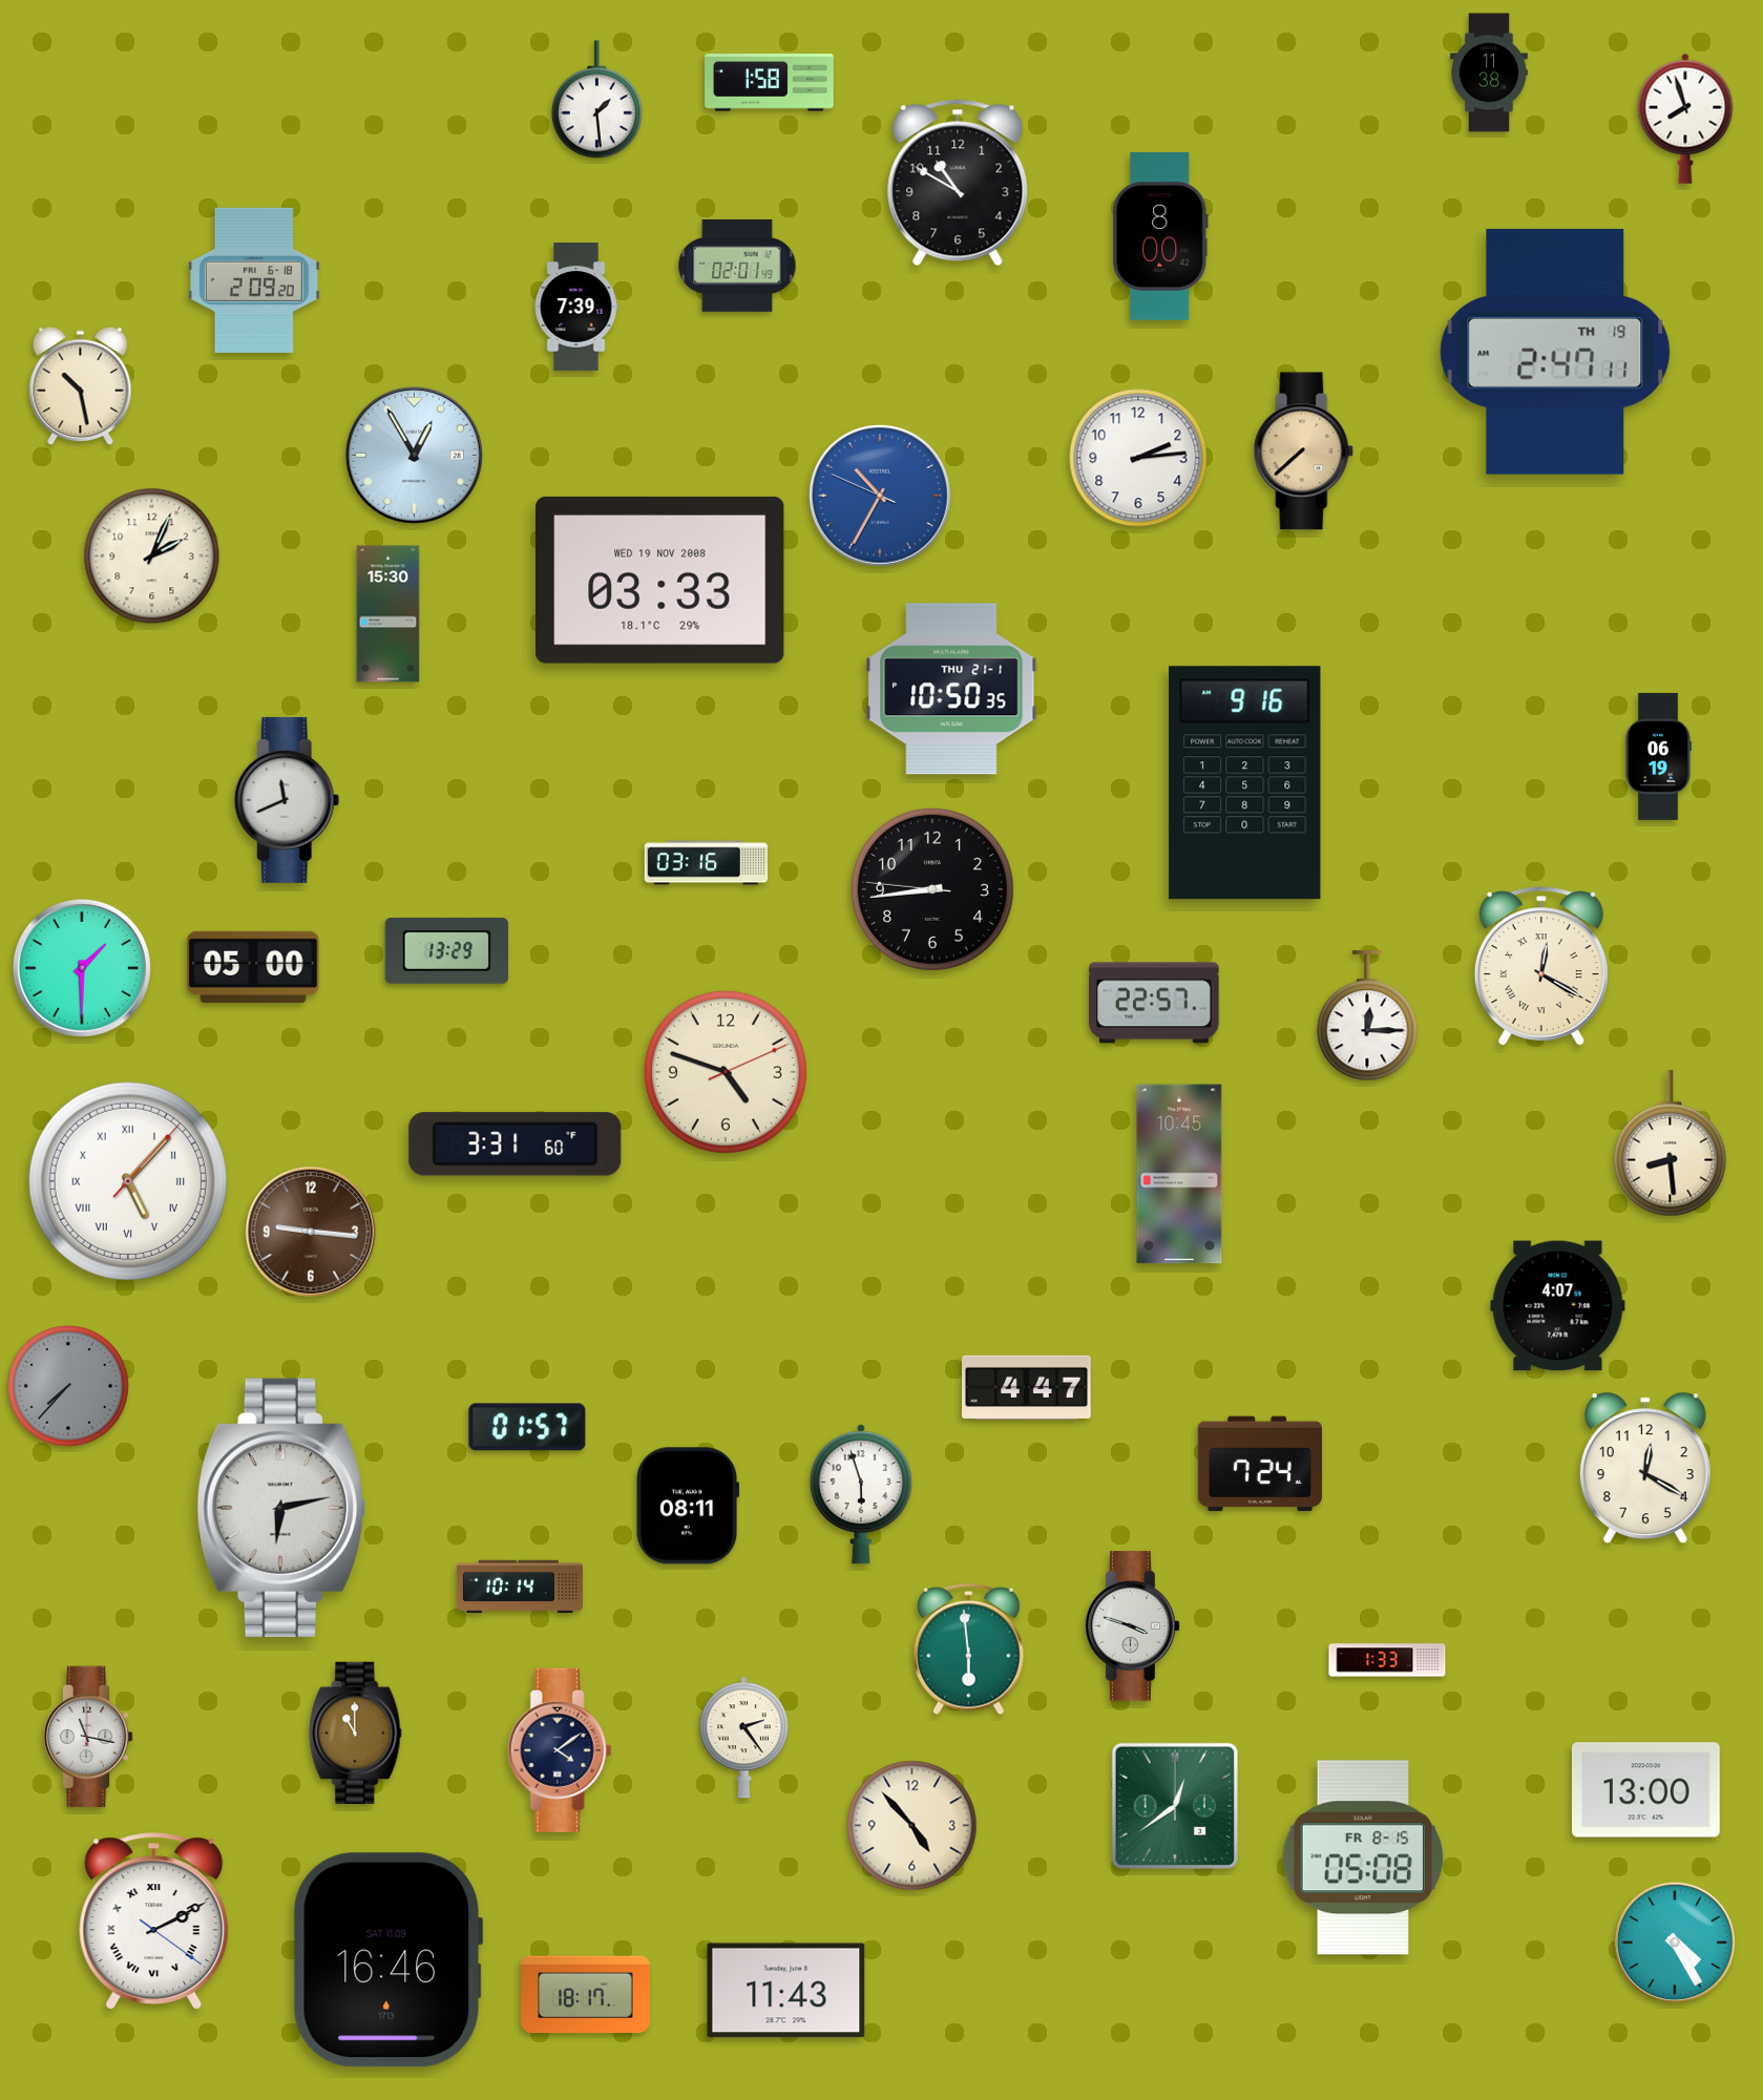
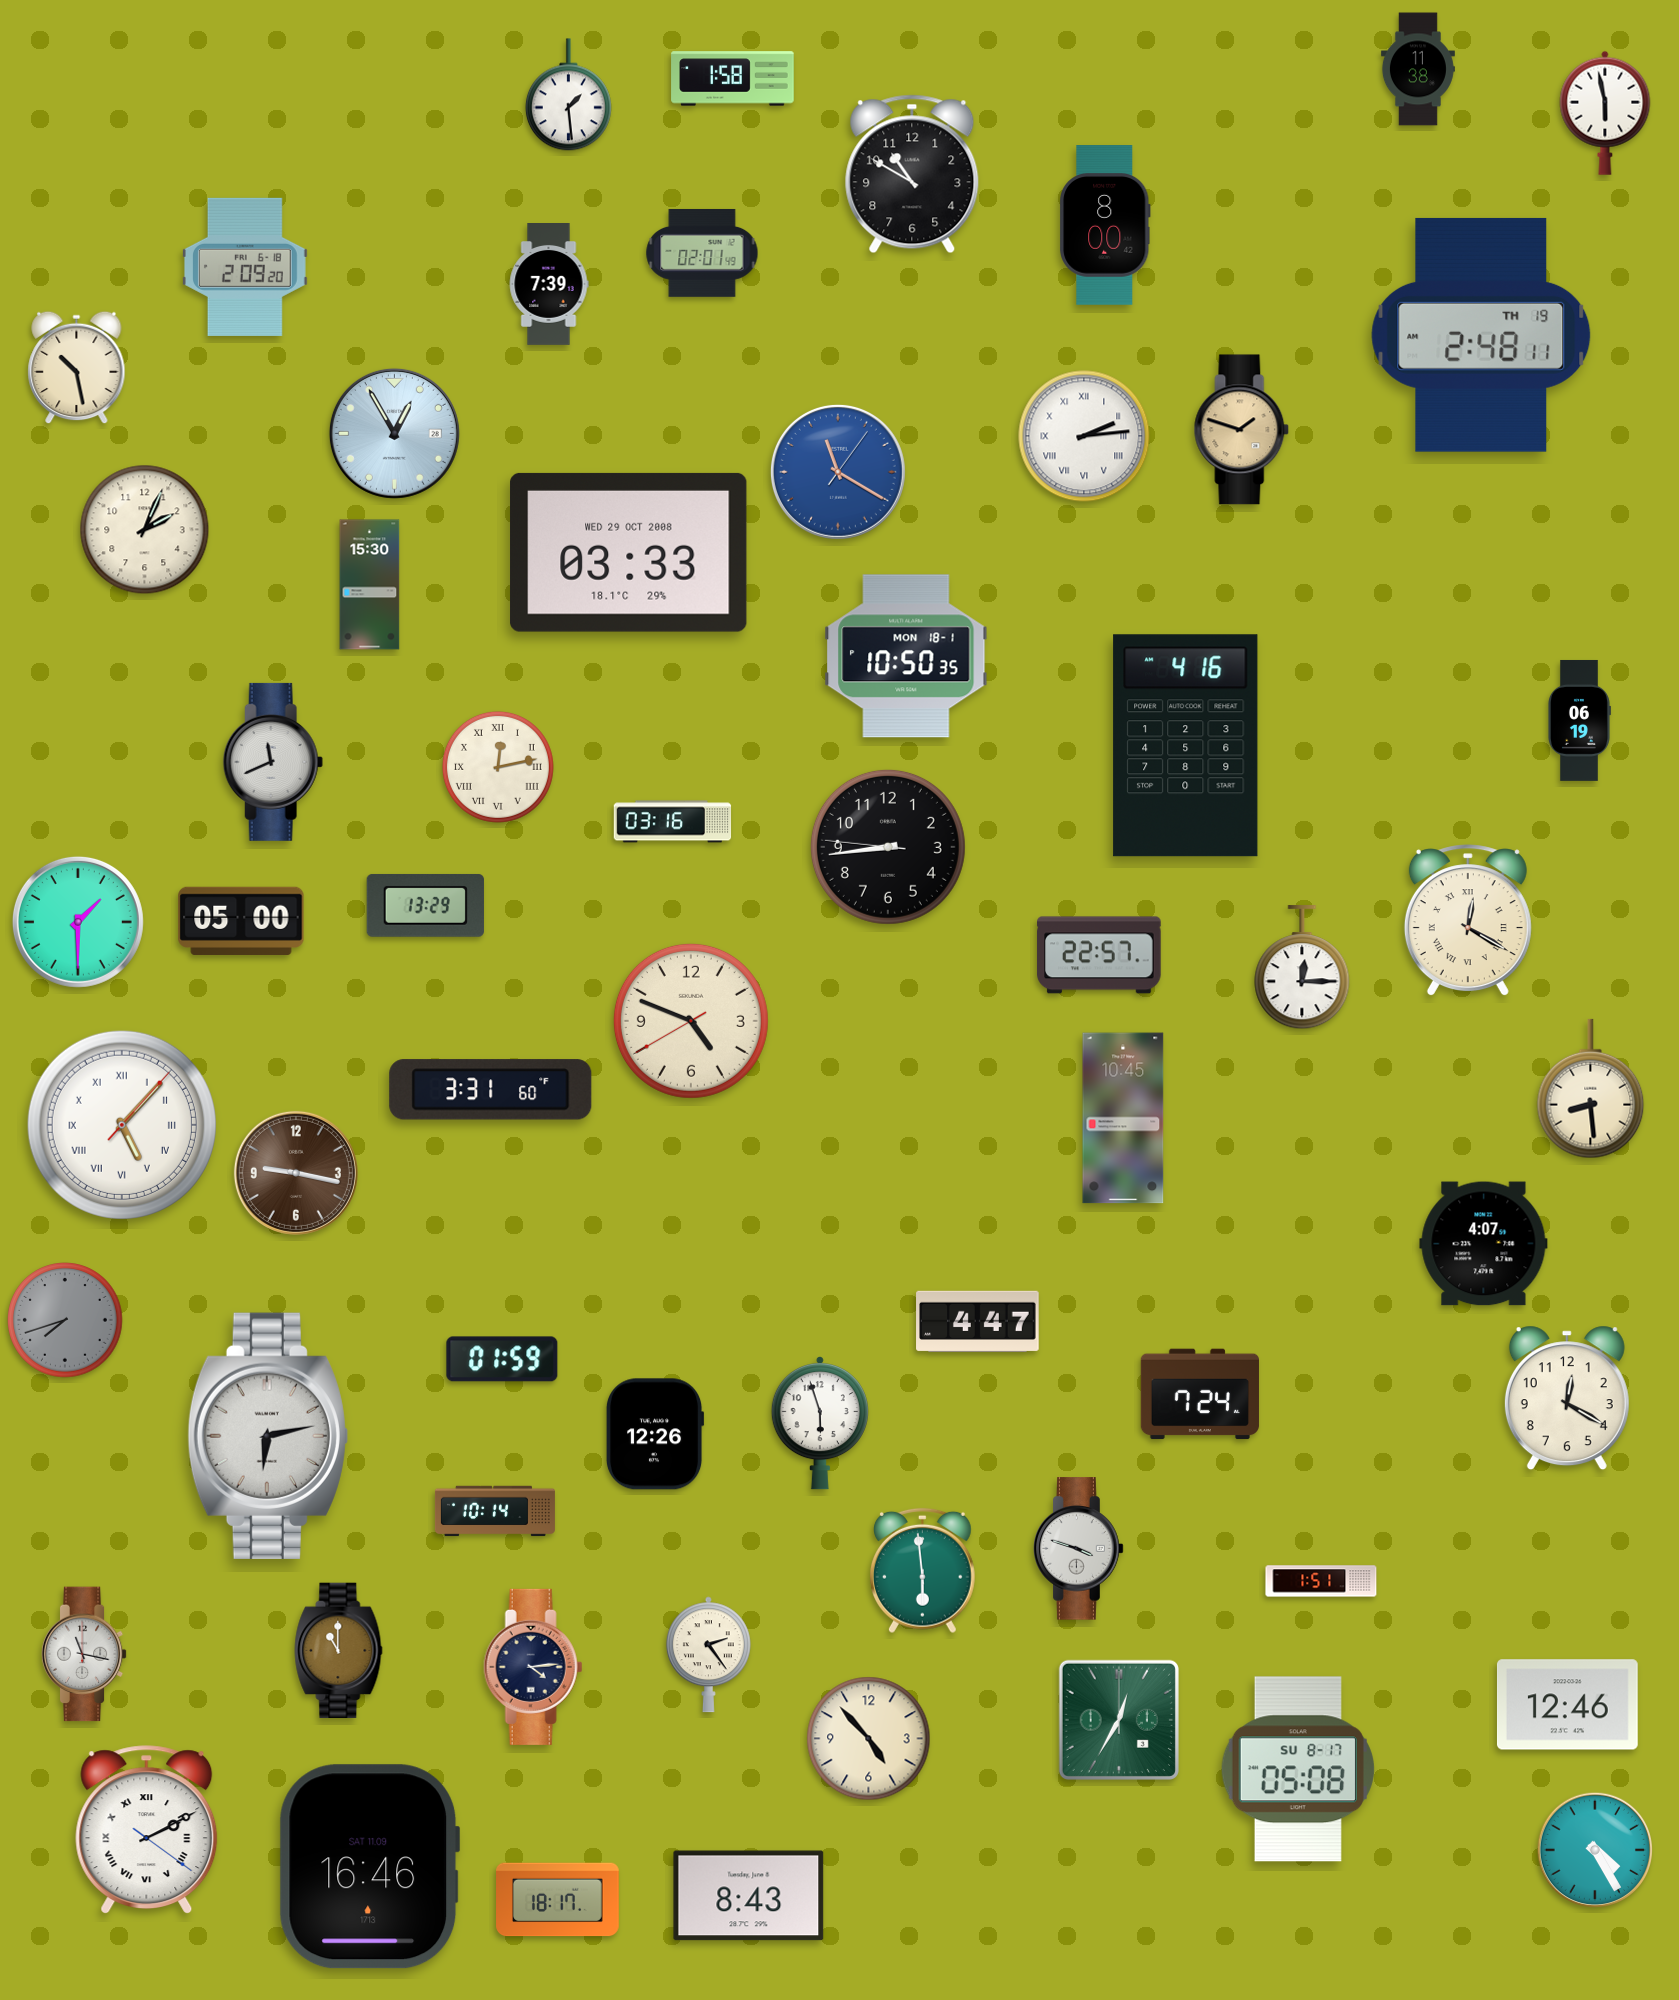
clock at (1685, 119): 7:57 -> 5:58
clock at (254, 280) position: (254, 280) -> (245, 267)
clock at (576, 308) position: (576, 308) -> (549, 285)
clock at (1555, 352): 2:47 -> 2:48
clock at (1304, 451): 7:38 -> 1:48
clock at (1138, 458) numerals: Arabic -> Roman
clock at (880, 496): 10:34 -> 11:20
clock at (660, 580) date: WED 19 NOV 2008 -> WED 29 OCT 2008
clock at (951, 689) date: THU 21-1 -> MON 18-1
clock at (1245, 783): 9:16 -> 4:16
clock at (498, 767): none -> 12:13
clock at (726, 1072): 4:48:11 -> 4:48:40
clock at (311, 1232): 9:16 -> 9:17
clock at (68, 1386): 7:37 -> 7:42
clock at (527, 1427): 01:57 -> 01:59
clock at (688, 1506): 08:11 -> 12:26
clock at (1387, 1660): 1:33 -> 1:51
clock at (560, 1750): 4:09 -> 4:14
clock at (1645, 1790): 13:00 -> 12:46
clock at (1175, 1806): 12:39 -> 12:35
clock at (1363, 1857) date: FR 8-15 -> SU 8-17
clock at (786, 1991): 11:43 -> 8:43
